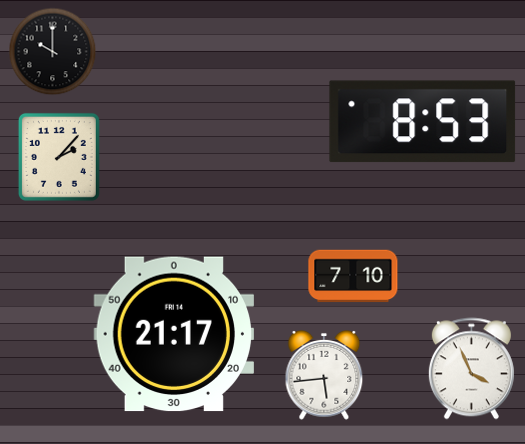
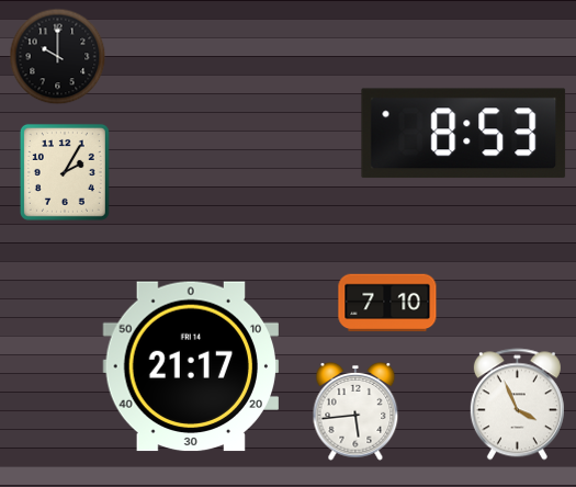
clock at (59, 157): 2:07 -> 2:05
